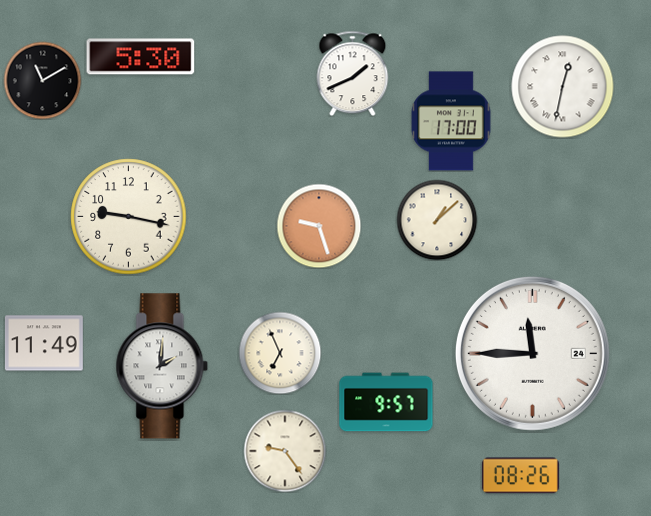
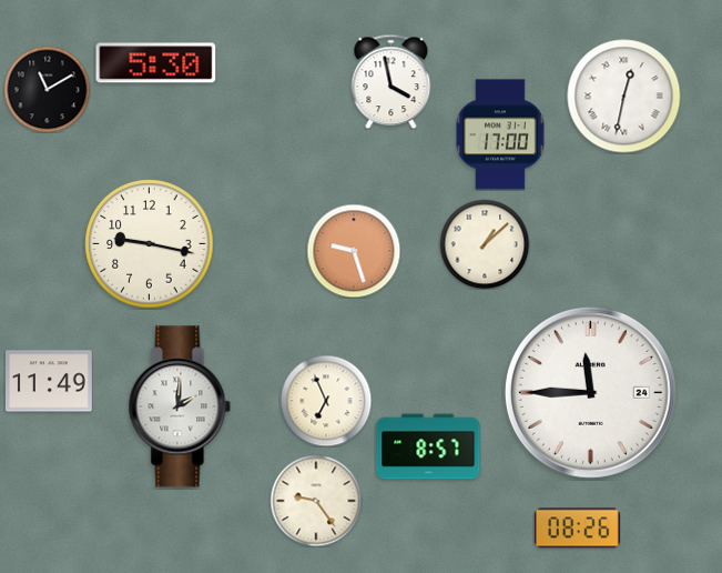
clock at (353, 73): 1:41 -> 3:58
clock at (129, 217) position: (129, 217) -> (150, 244)
clock at (280, 353) position: (280, 353) -> (326, 401)
clock at (386, 402): 9:57 -> 8:57
